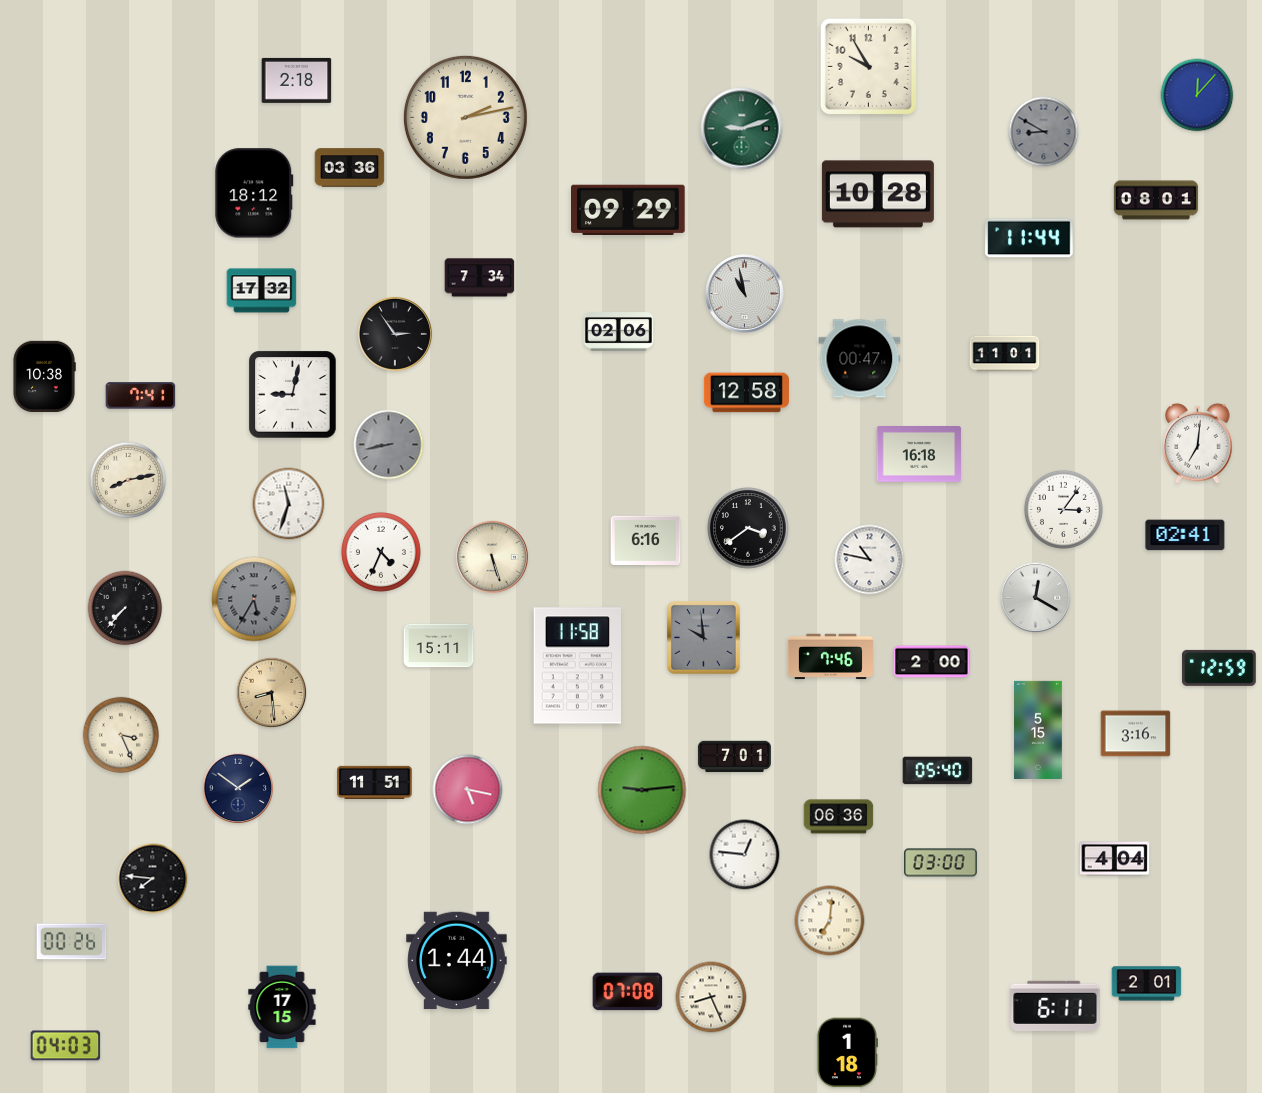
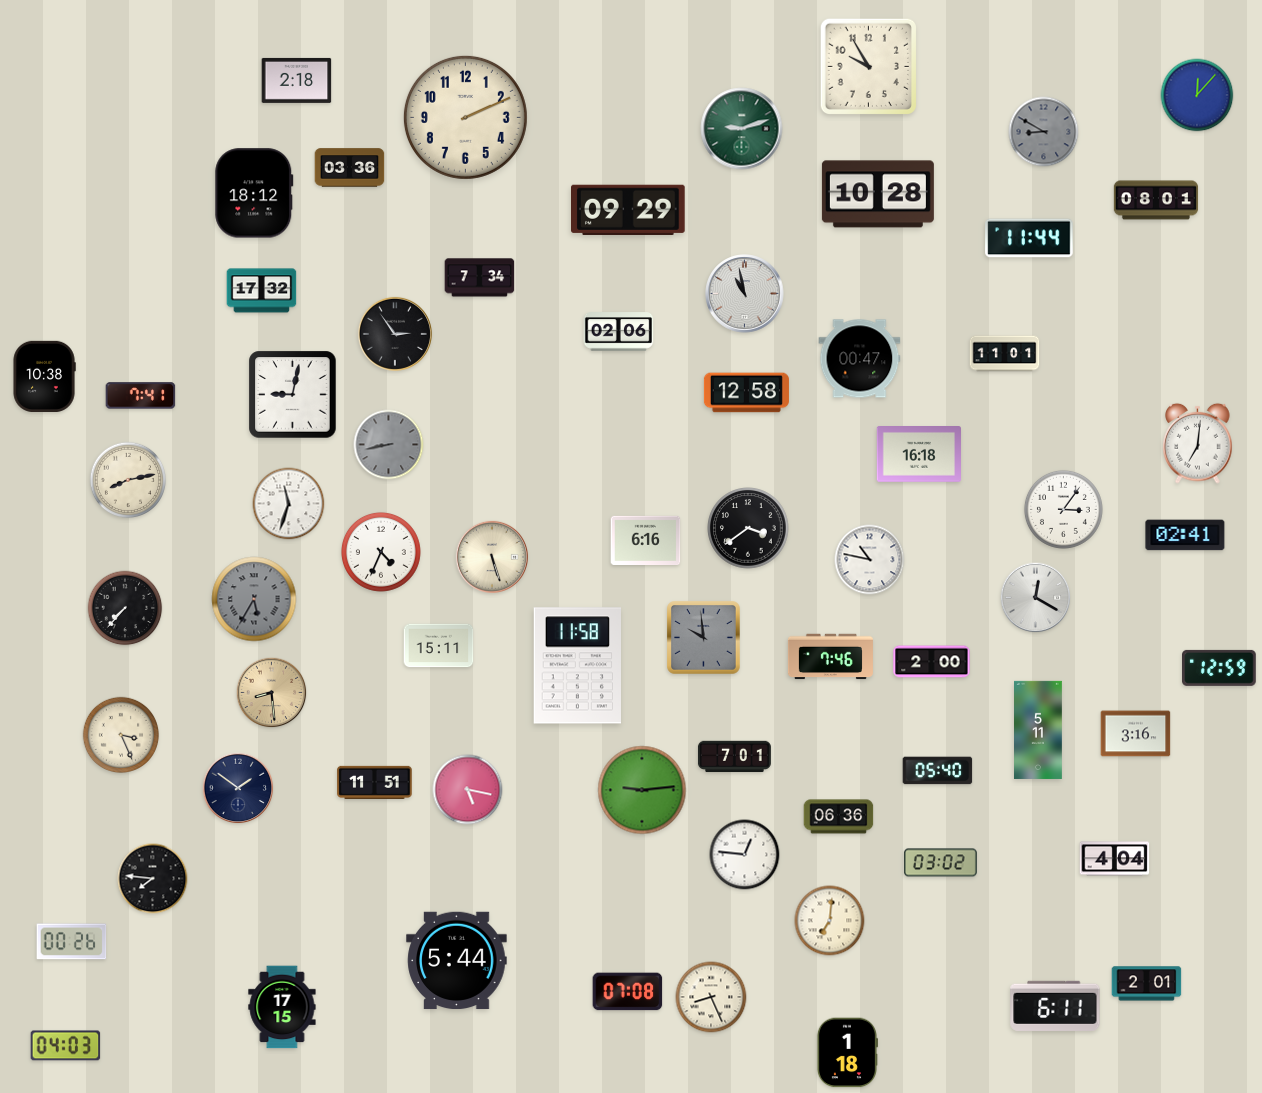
clock at (465, 117): 2:13 -> 2:11
clock at (1039, 730): 5:15 -> 5:11
clock at (940, 863): 03:00 -> 03:02
clock at (457, 961): 1:44 -> 5:44
